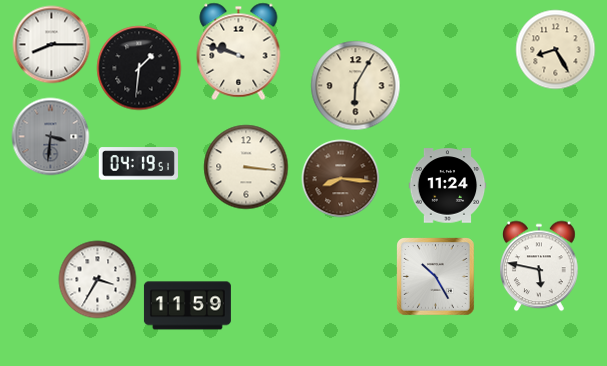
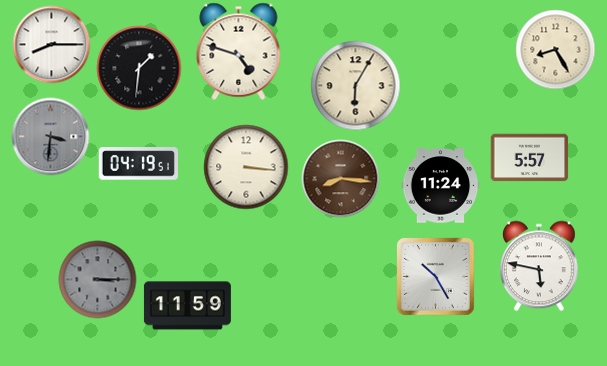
clock at (239, 51): 9:48 -> 4:48
clock at (529, 158): none -> 5:57
clock at (447, 186) position: (447, 186) -> (440, 186)
clock at (97, 279): 3:35 -> 3:15
clock at (97, 279) dial: white -> grey
